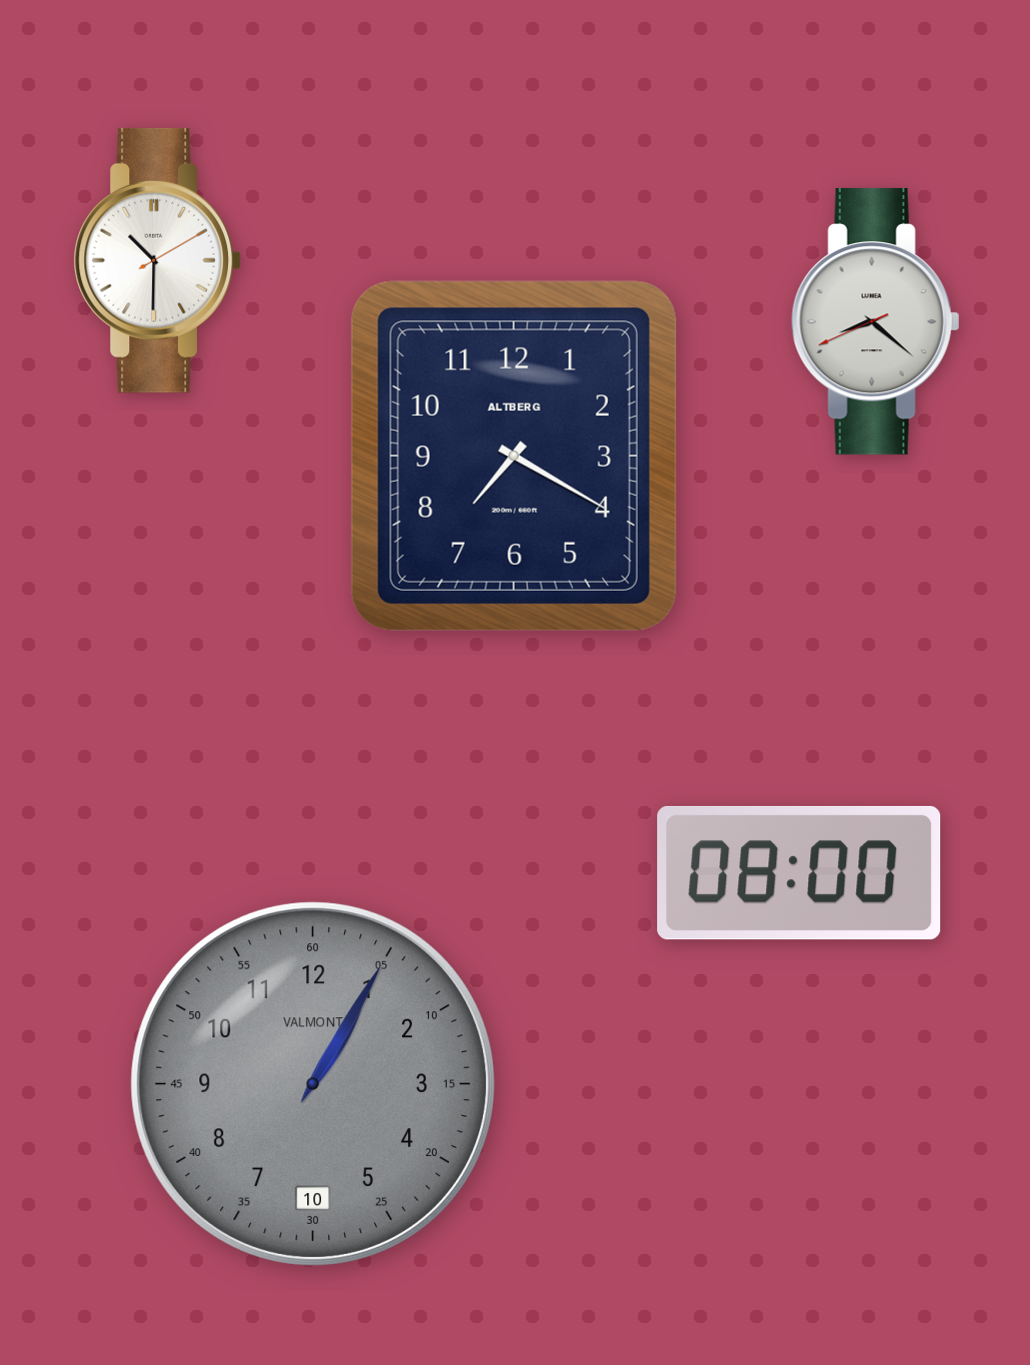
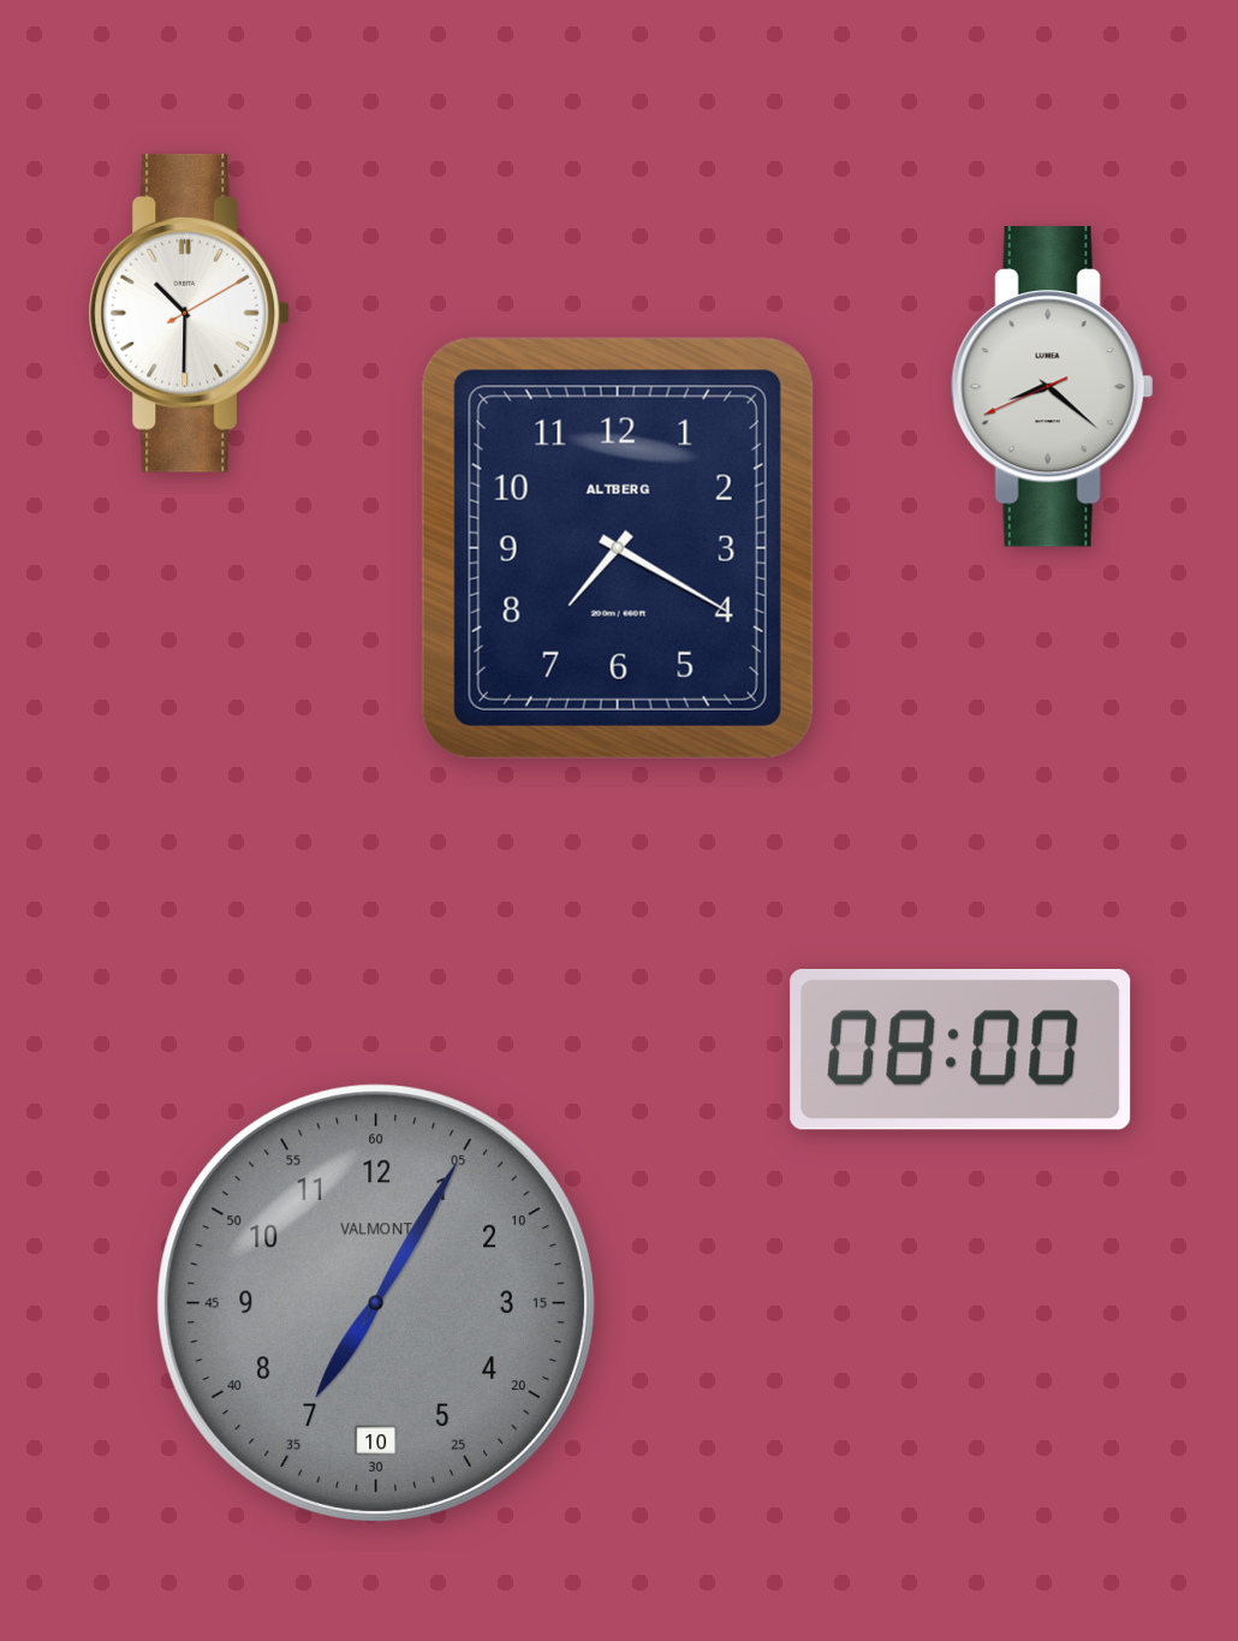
clock at (313, 1084): 1:05 -> 7:05
